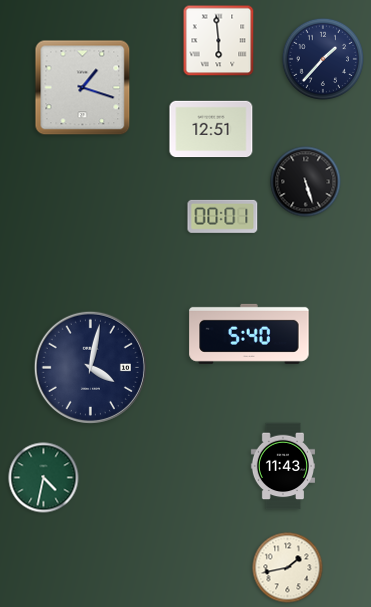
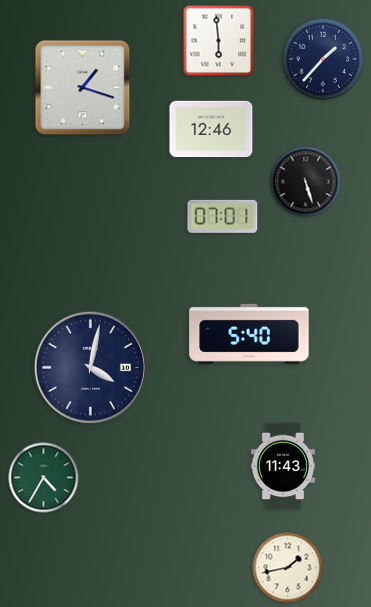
clock at (211, 129): 12:51 -> 12:46
clock at (223, 216): 00:01 -> 07:01
clock at (44, 478): 4:32 -> 4:35
